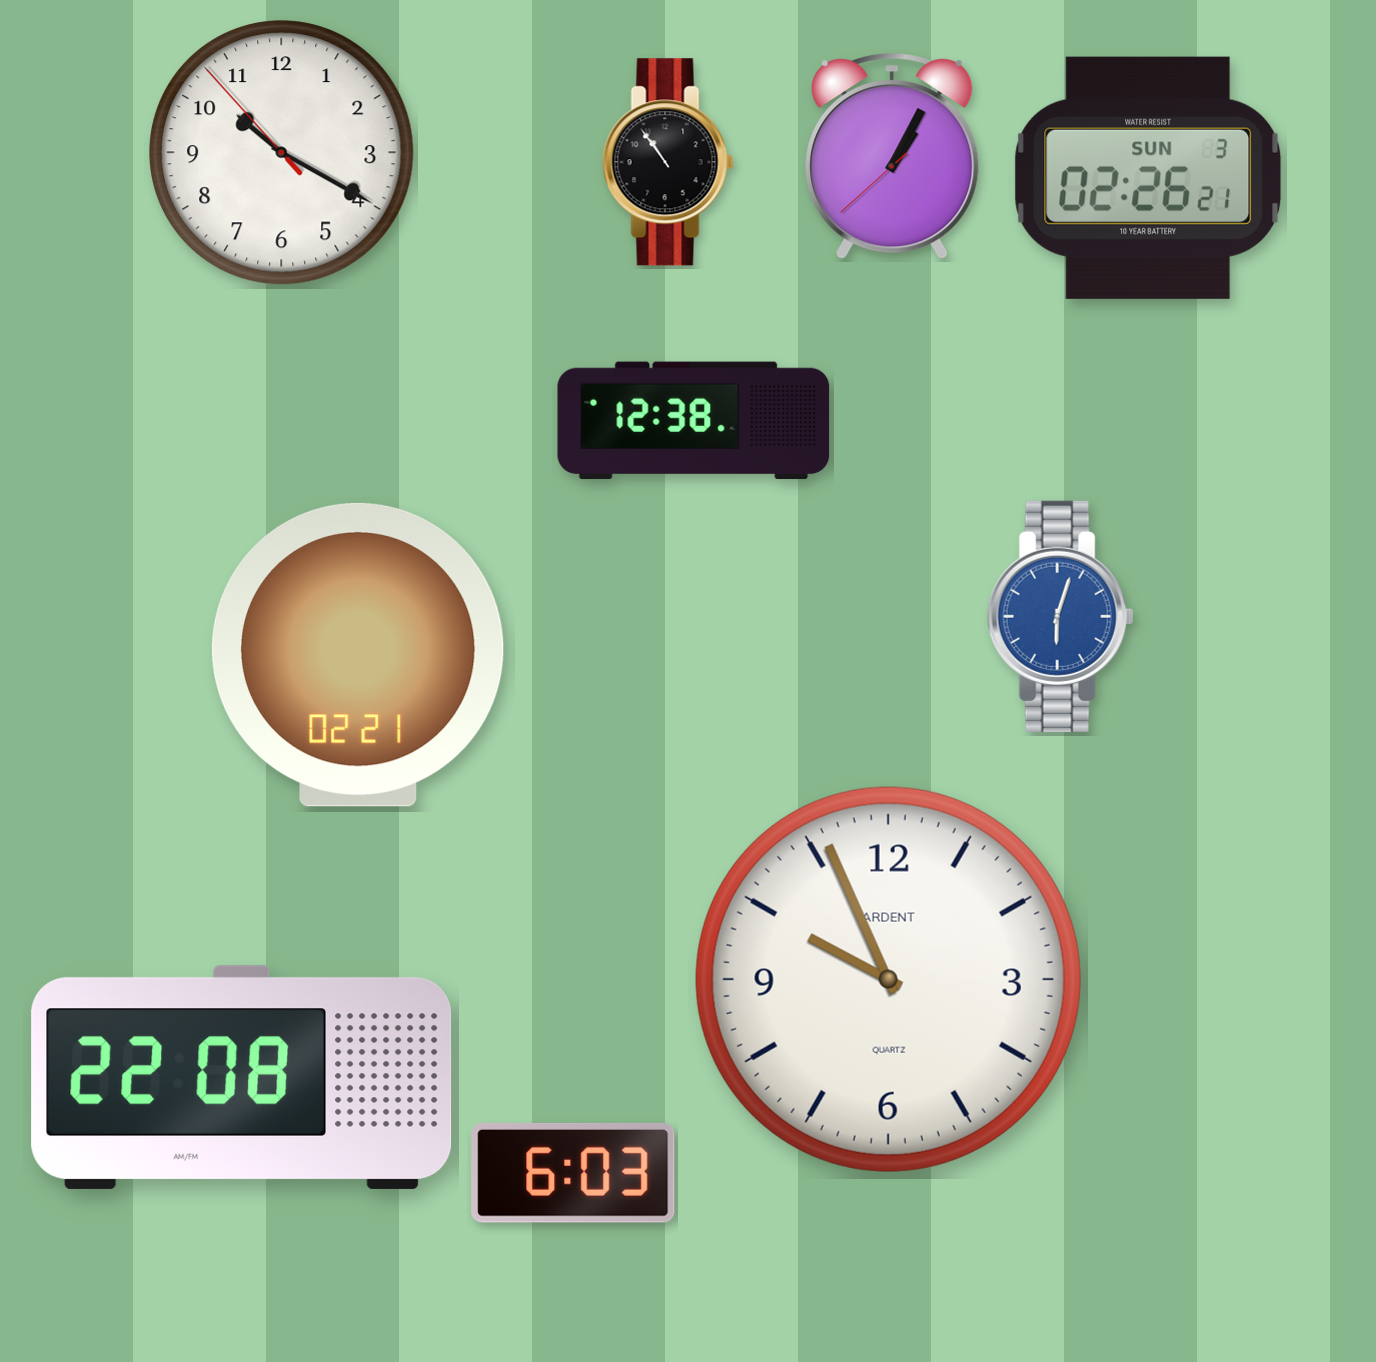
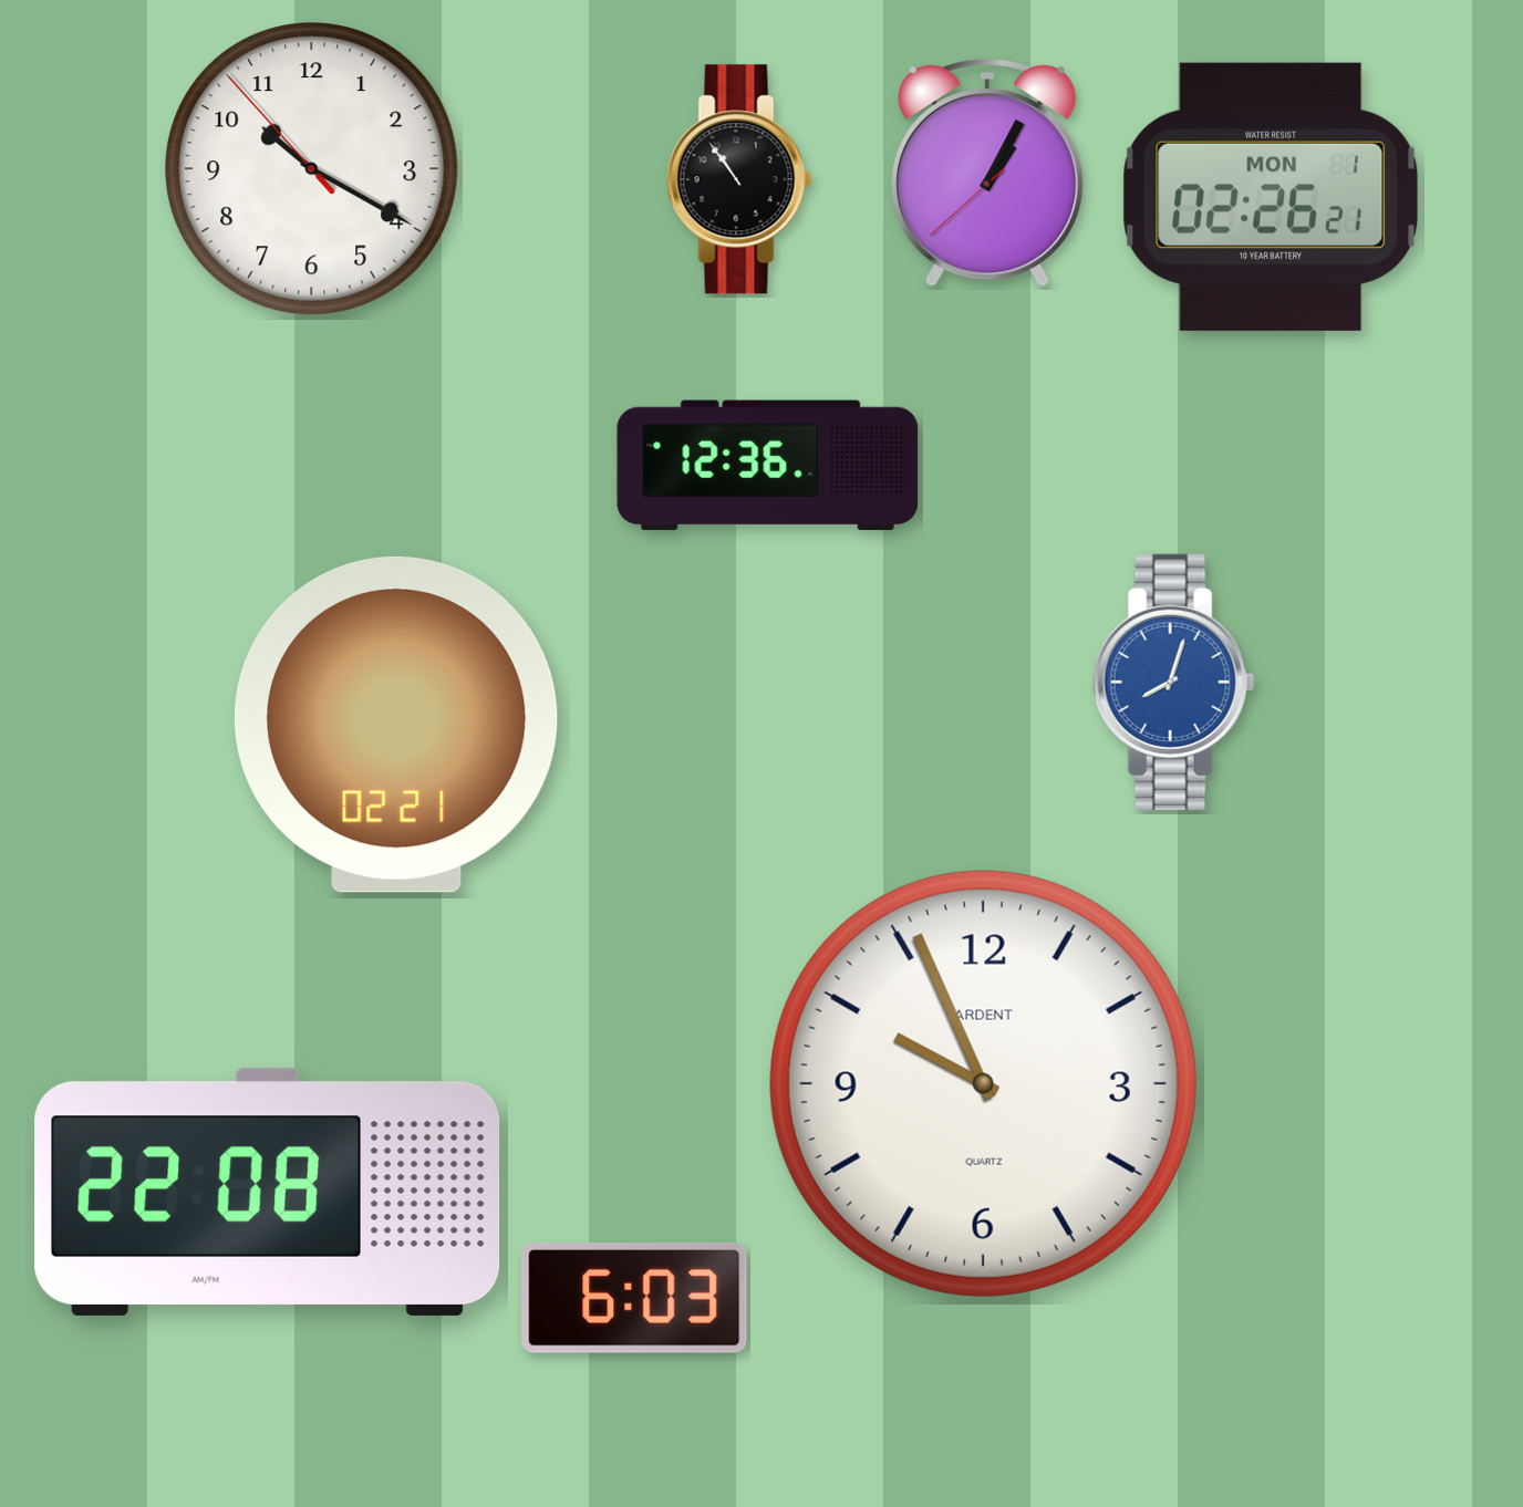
clock at (1148, 178) date: SUN 3 -> MON 1
clock at (694, 421): 12:38 -> 12:36
clock at (1061, 616): 6:03 -> 8:03
